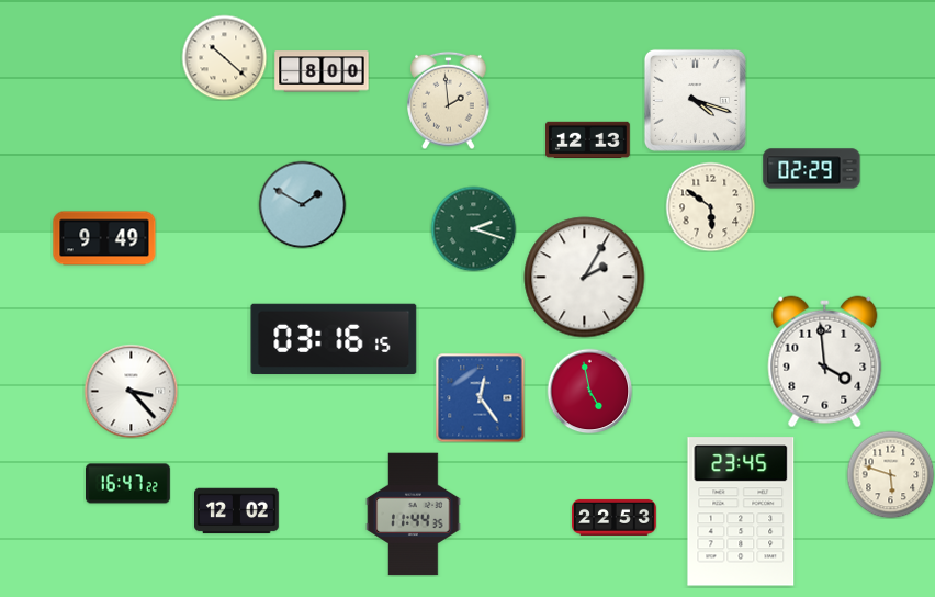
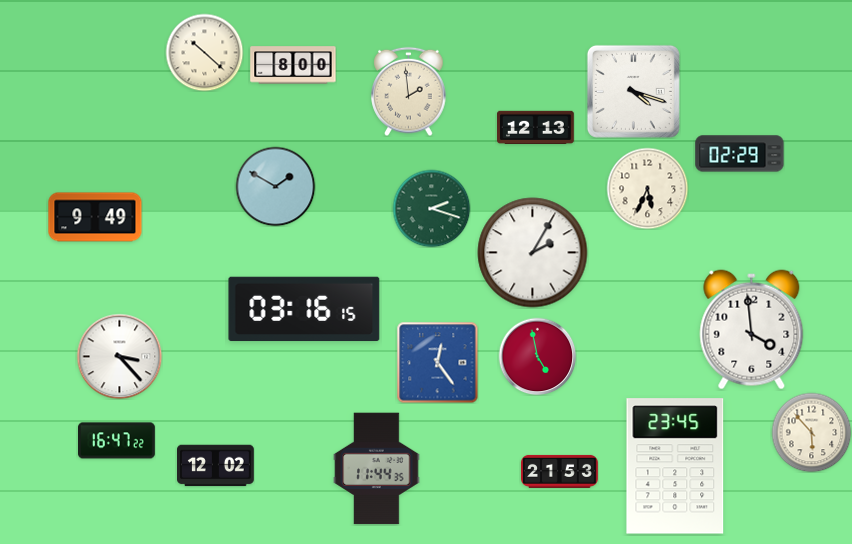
clock at (710, 206): 5:51 -> 5:34
clock at (890, 474): 5:48 -> 5:53
clock at (615, 517): 22:53 -> 21:53
